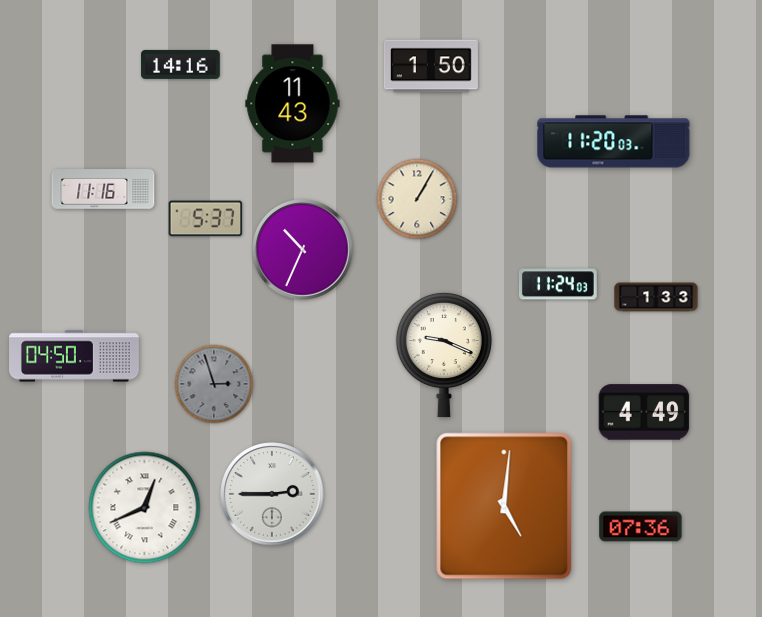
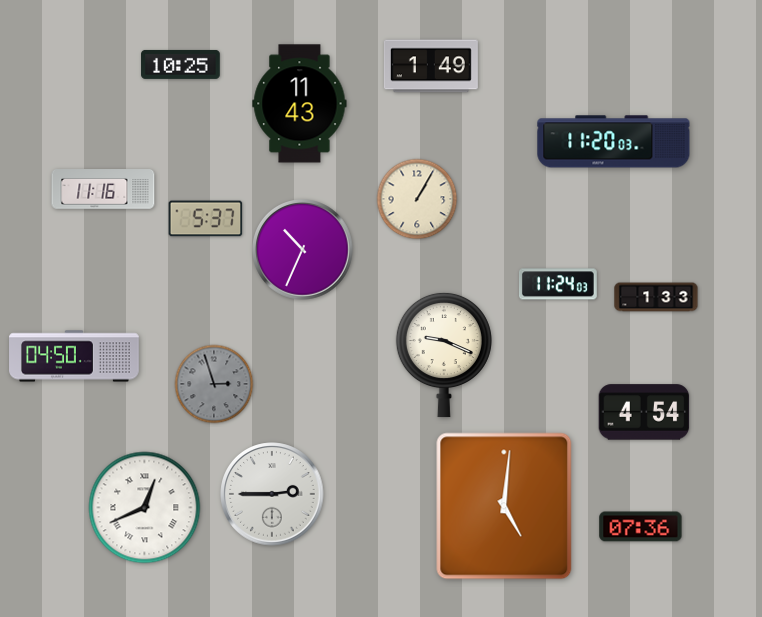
clock at (181, 64): 14:16 -> 10:25
clock at (431, 66): 1:50 -> 1:49
clock at (293, 104) position: (293, 104) -> (300, 104)
clock at (644, 412): 4:49 -> 4:54
